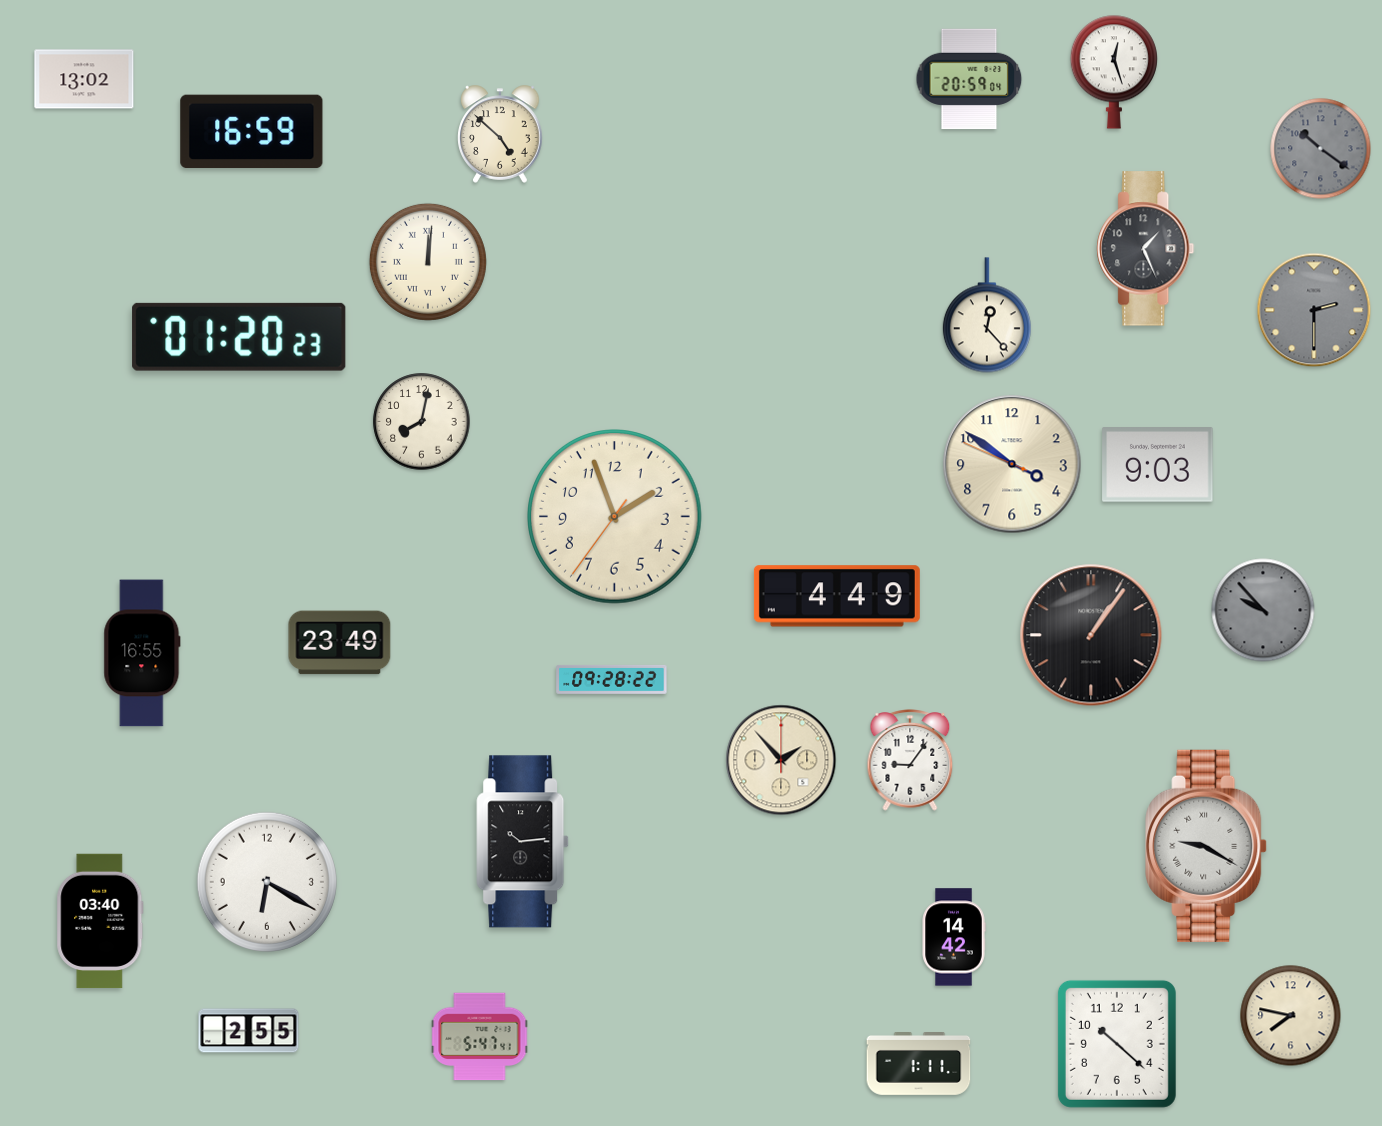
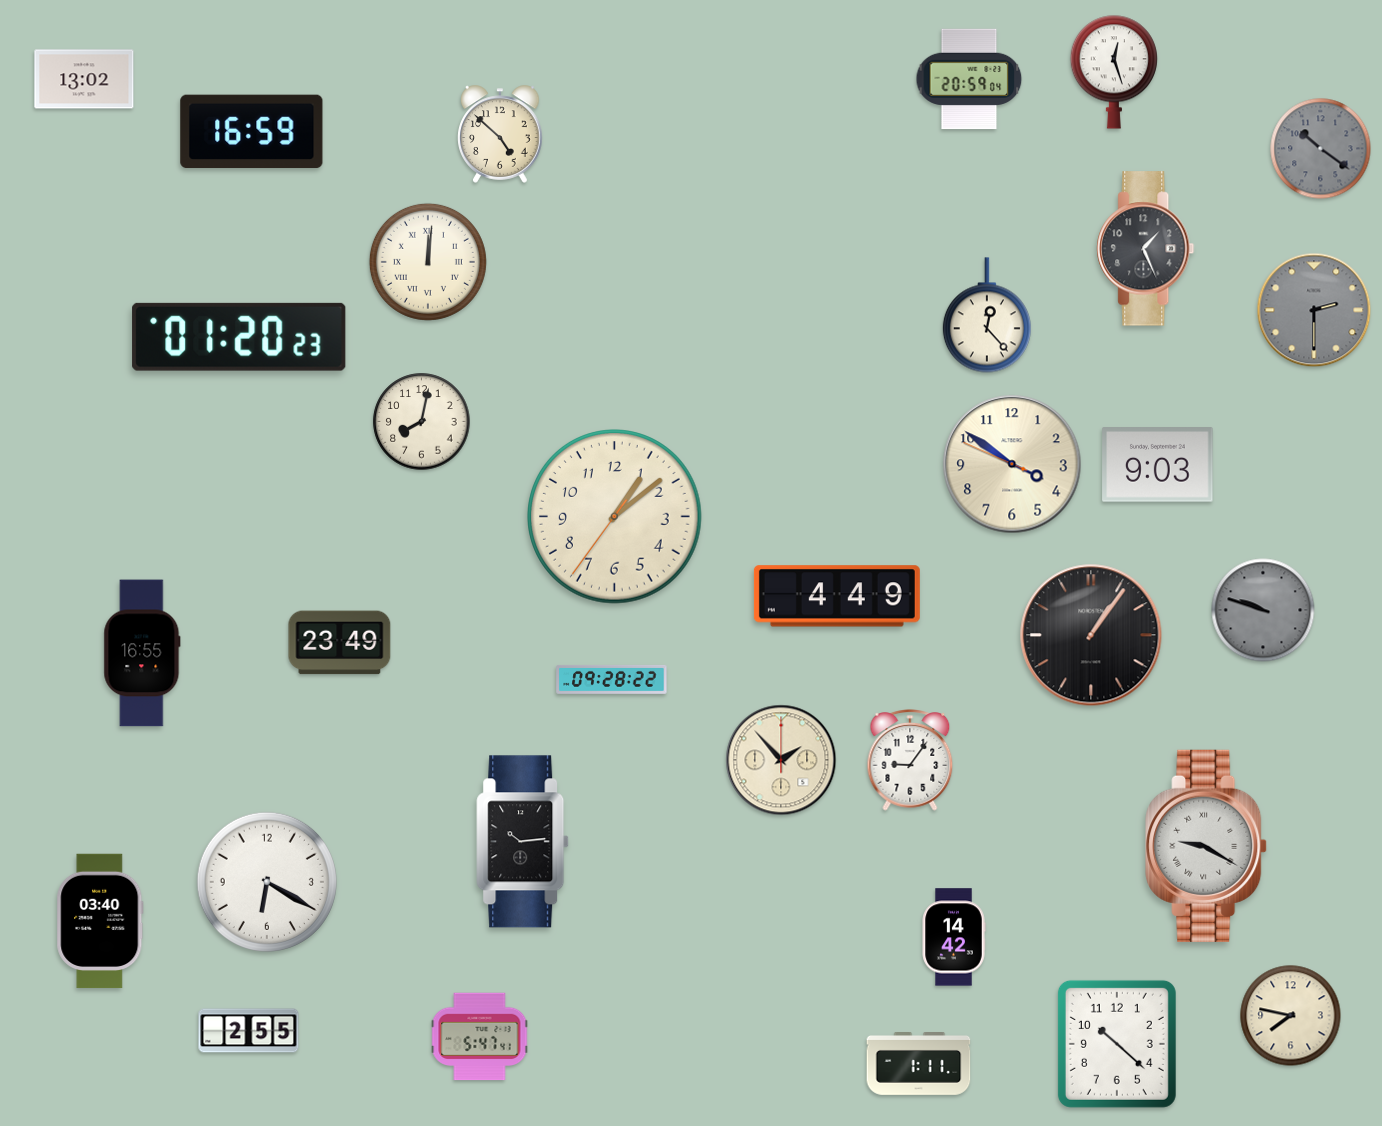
clock at (615, 517): 1:56 -> 1:08
clock at (1263, 610): 9:53 -> 9:48
